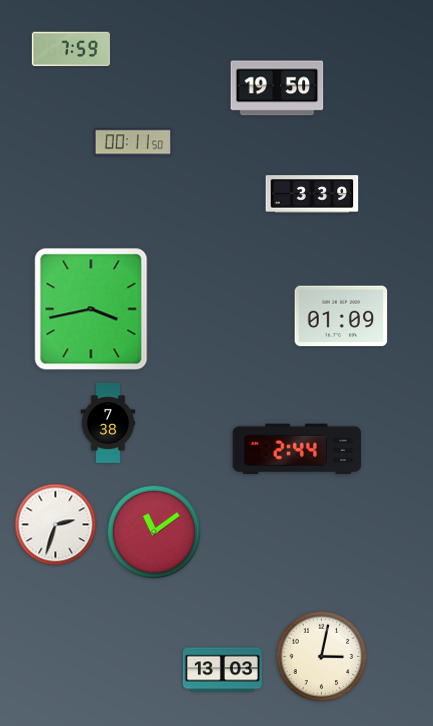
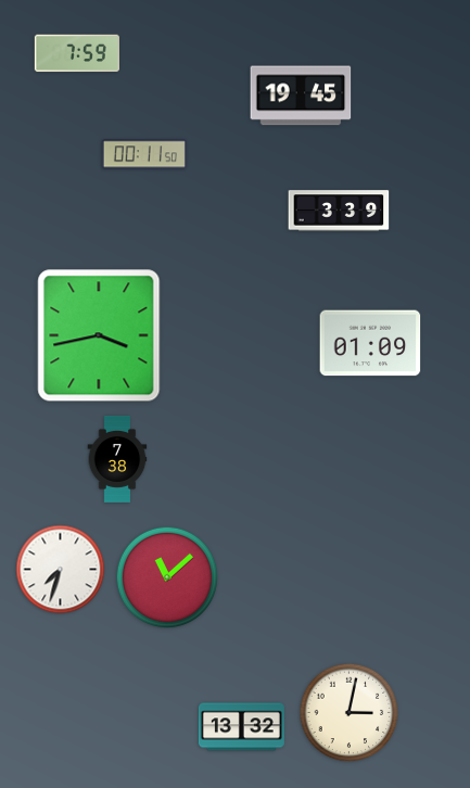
clock at (277, 88): 19:50 -> 19:45
clock at (297, 449): 2:44 -> none
clock at (56, 525): 2:33 -> 7:33
clock at (154, 532): 11:09 -> 11:08
clock at (222, 670): 13:03 -> 13:32
